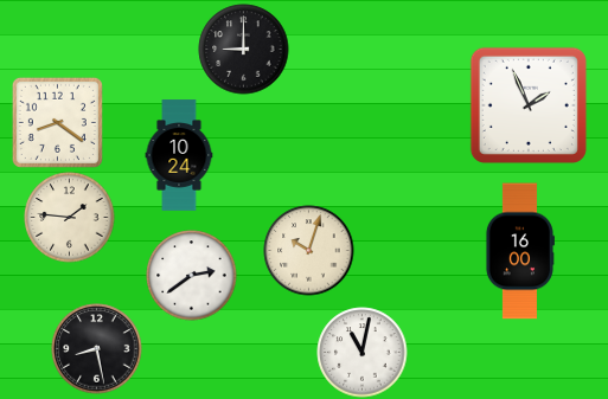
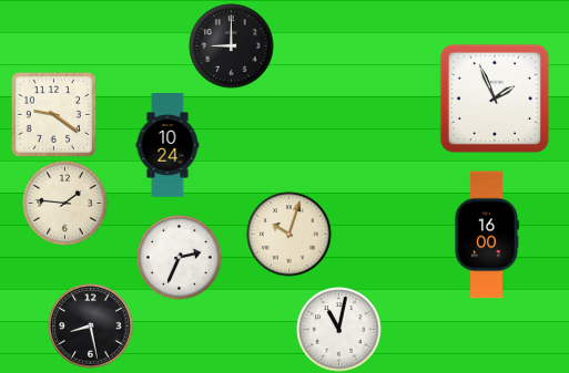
clock at (244, 50) position: (244, 50) -> (232, 46)
clock at (57, 122): 8:21 -> 9:21
clock at (192, 276): 2:39 -> 2:34
